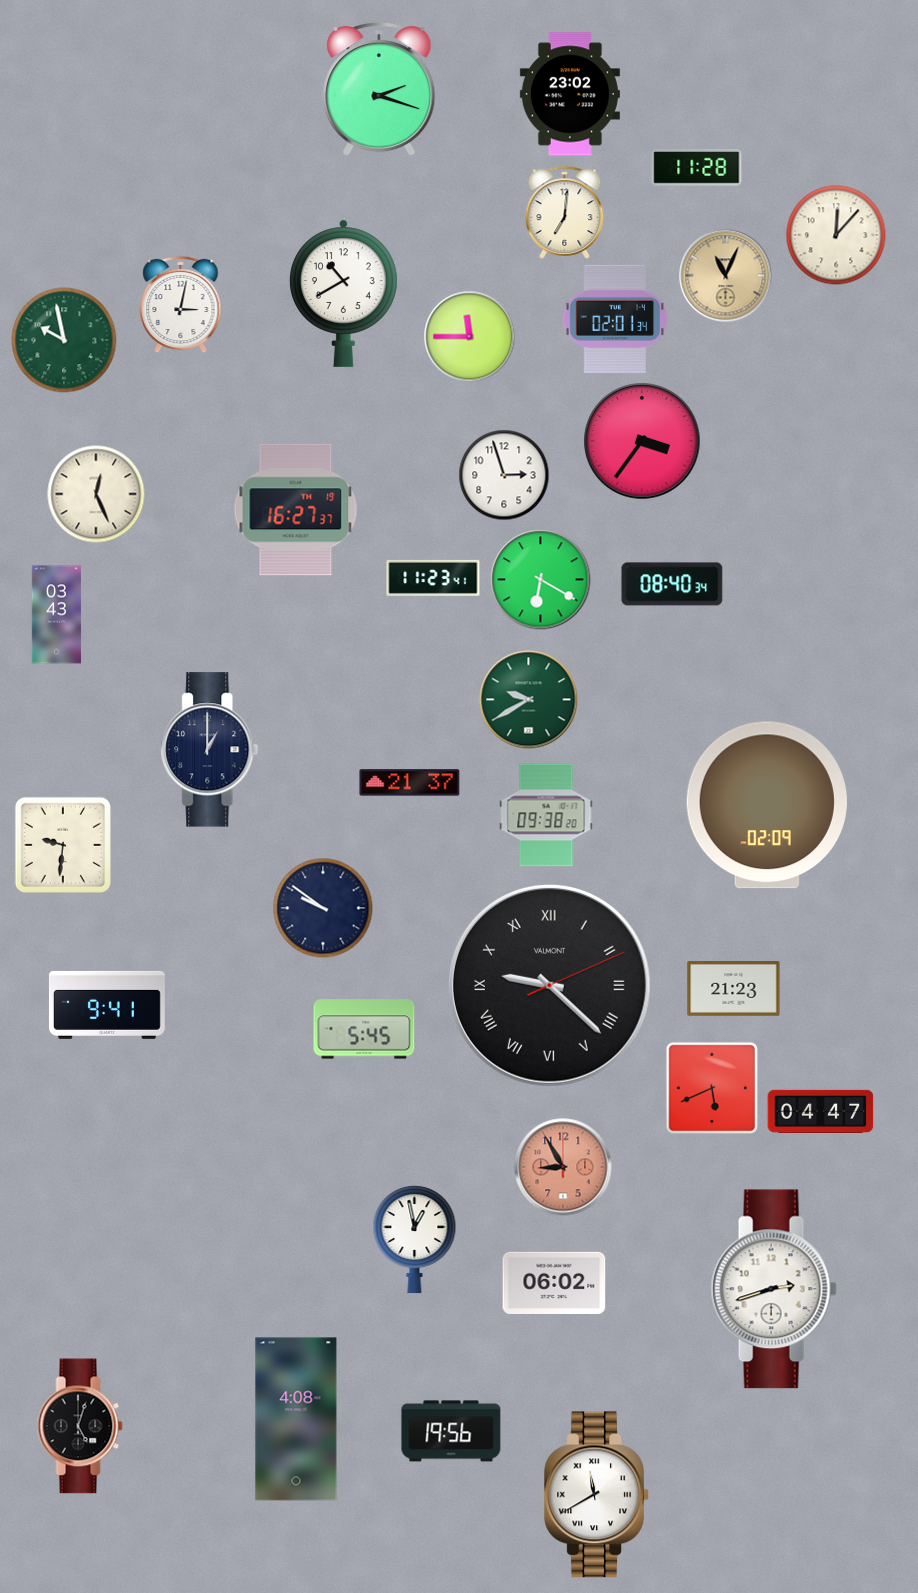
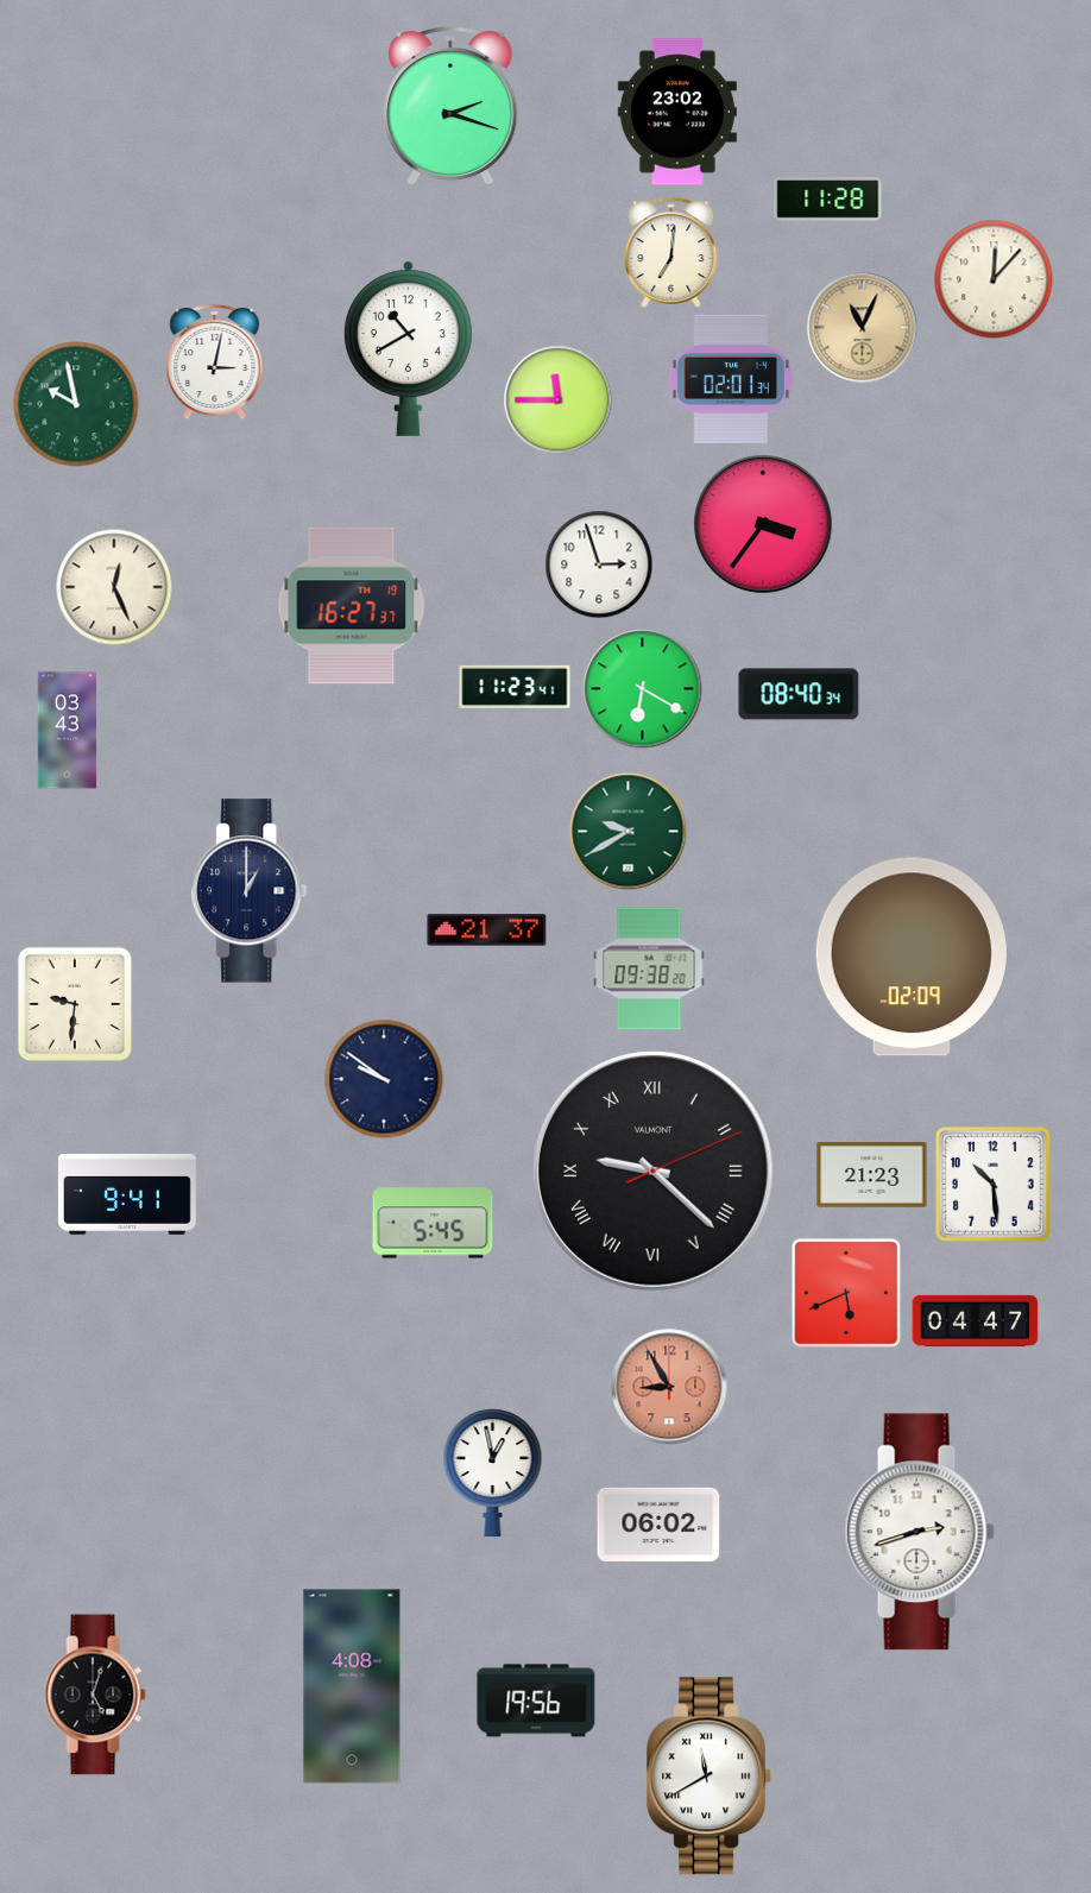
clock at (992, 1184): none -> 10:29
